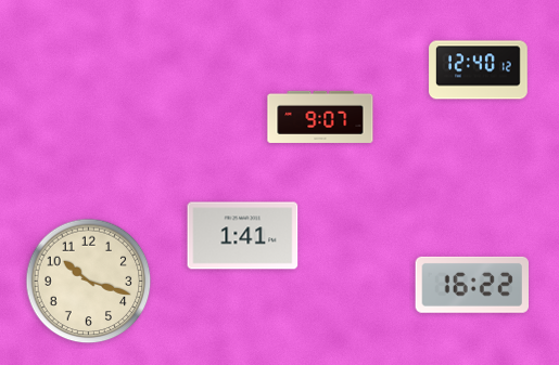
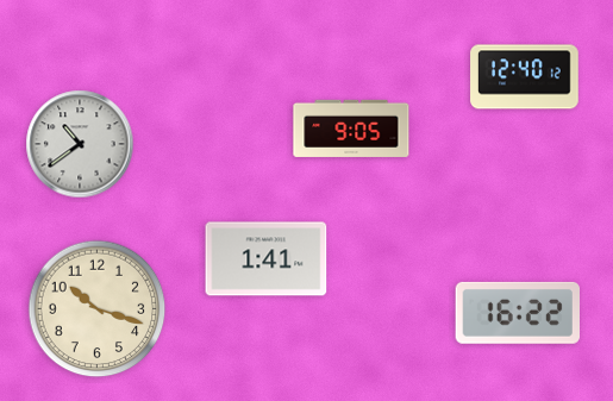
clock at (320, 117): 9:07 -> 9:05
clock at (80, 144): none -> 10:39
